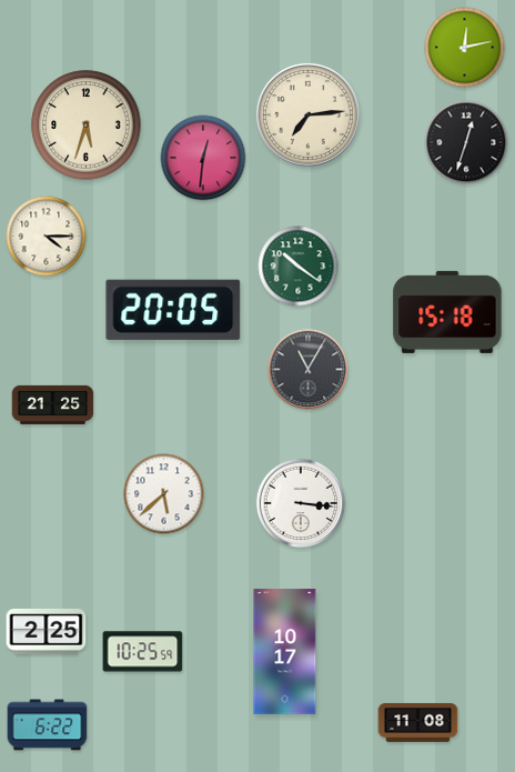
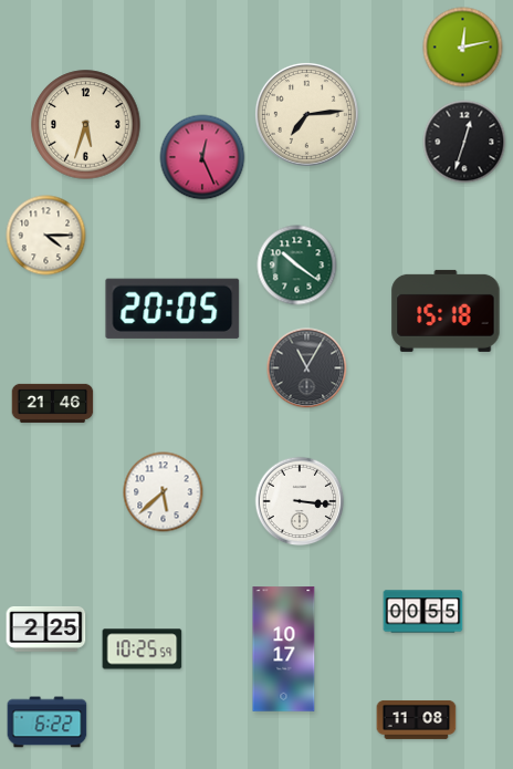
clock at (203, 158): 12:31 -> 12:26
clock at (53, 404): 21:25 -> 21:46
clock at (423, 612): none -> 00:55
